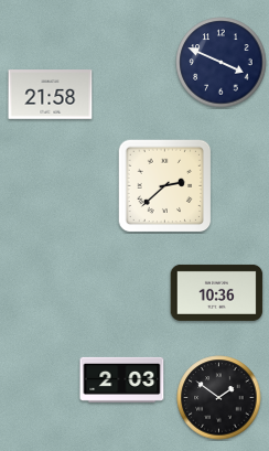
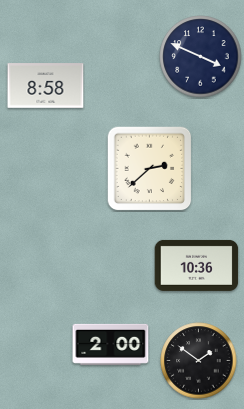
clock at (51, 95): 21:58 -> 8:58
clock at (122, 379): 2:03 -> 2:00
